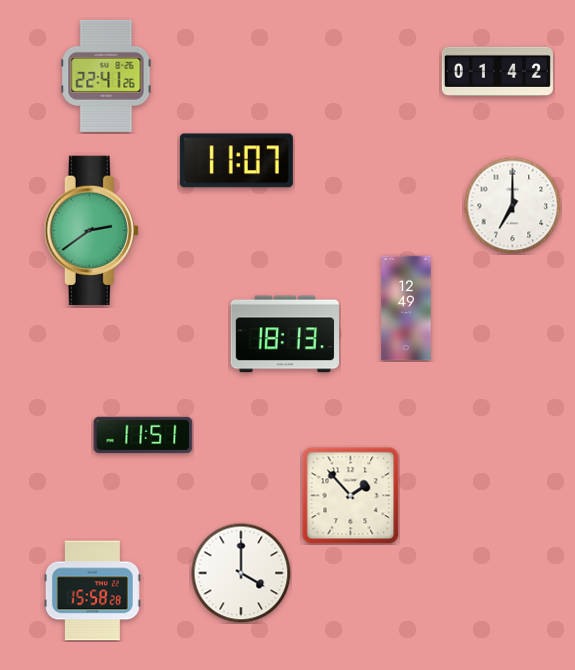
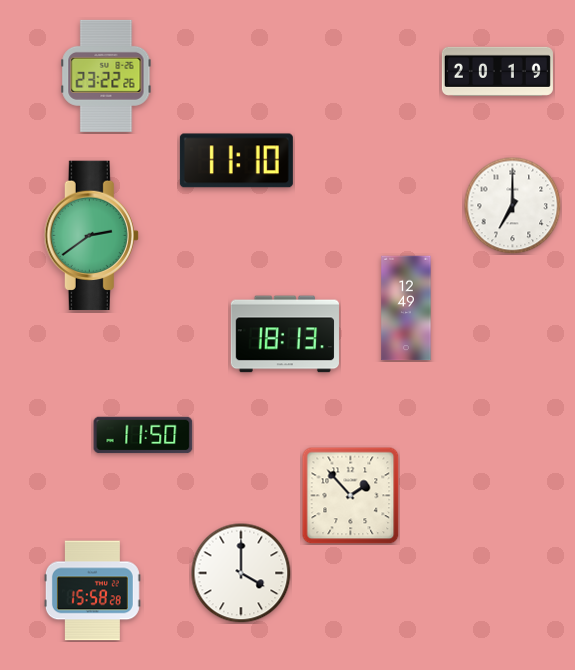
clock at (497, 71): 01:42 -> 20:19
clock at (106, 76): 22:41 -> 23:22
clock at (236, 161): 11:07 -> 11:10
clock at (91, 231) position: (91, 231) -> (91, 236)
clock at (143, 435): 11:51 -> 11:50
